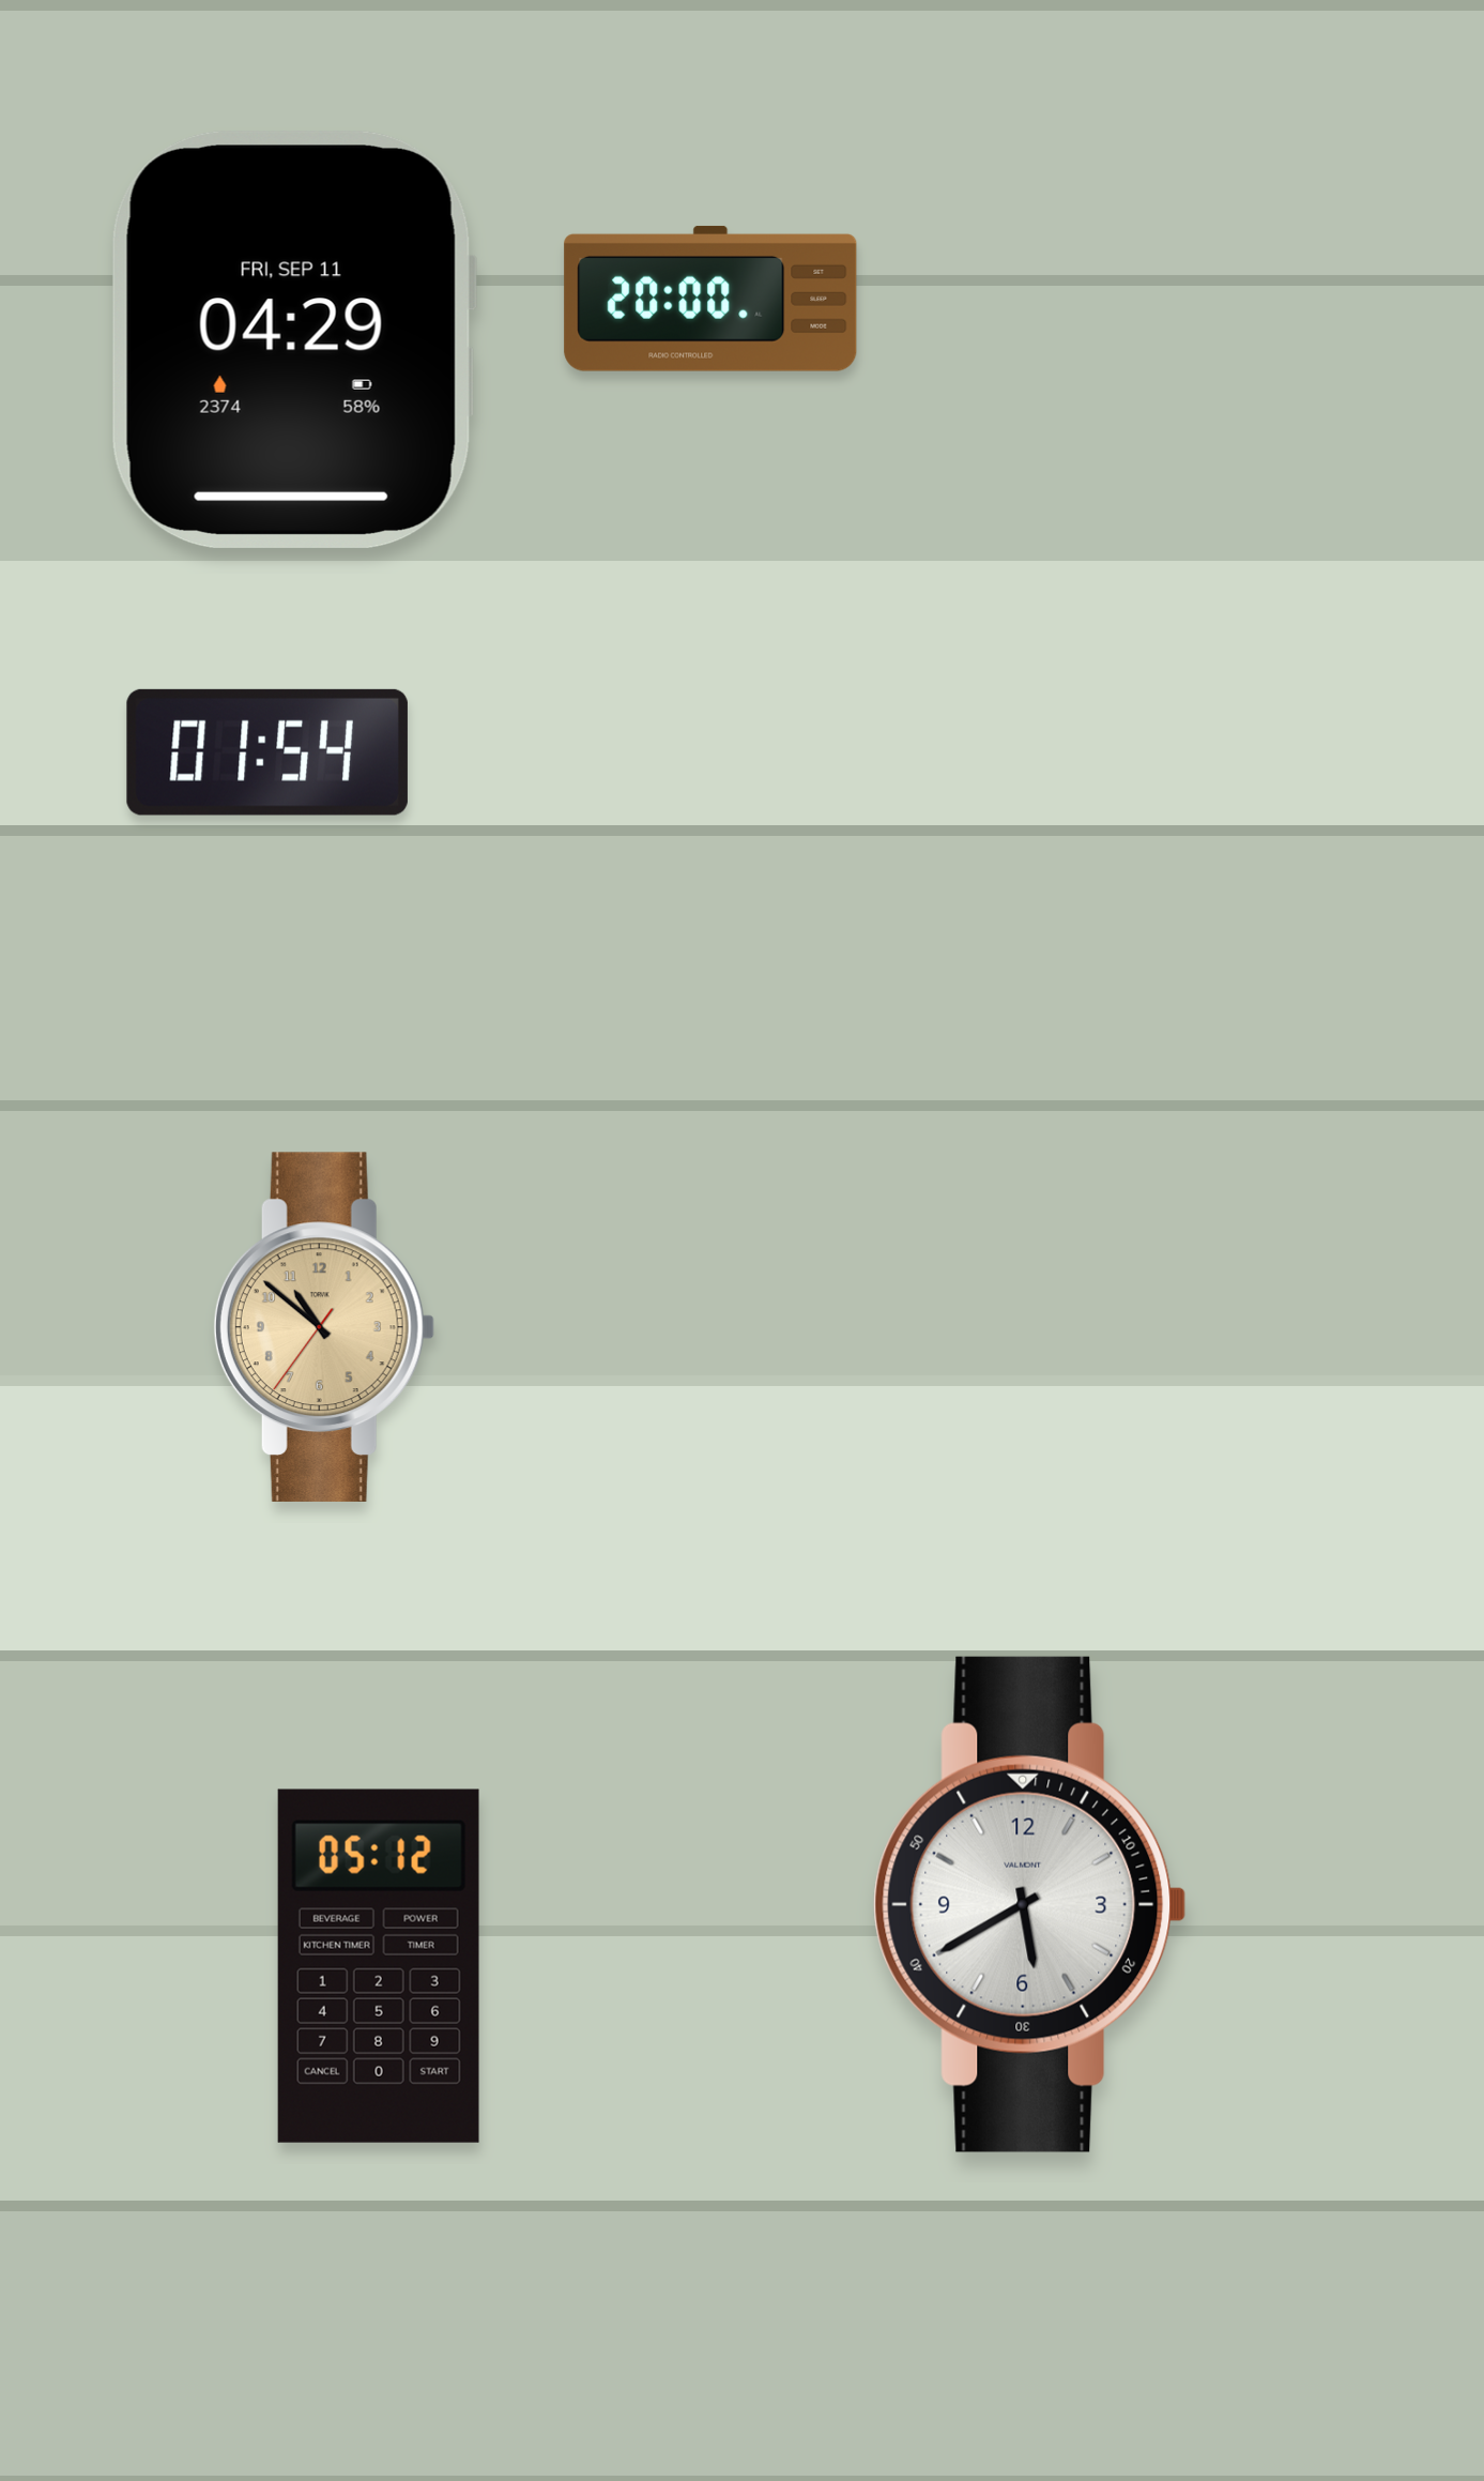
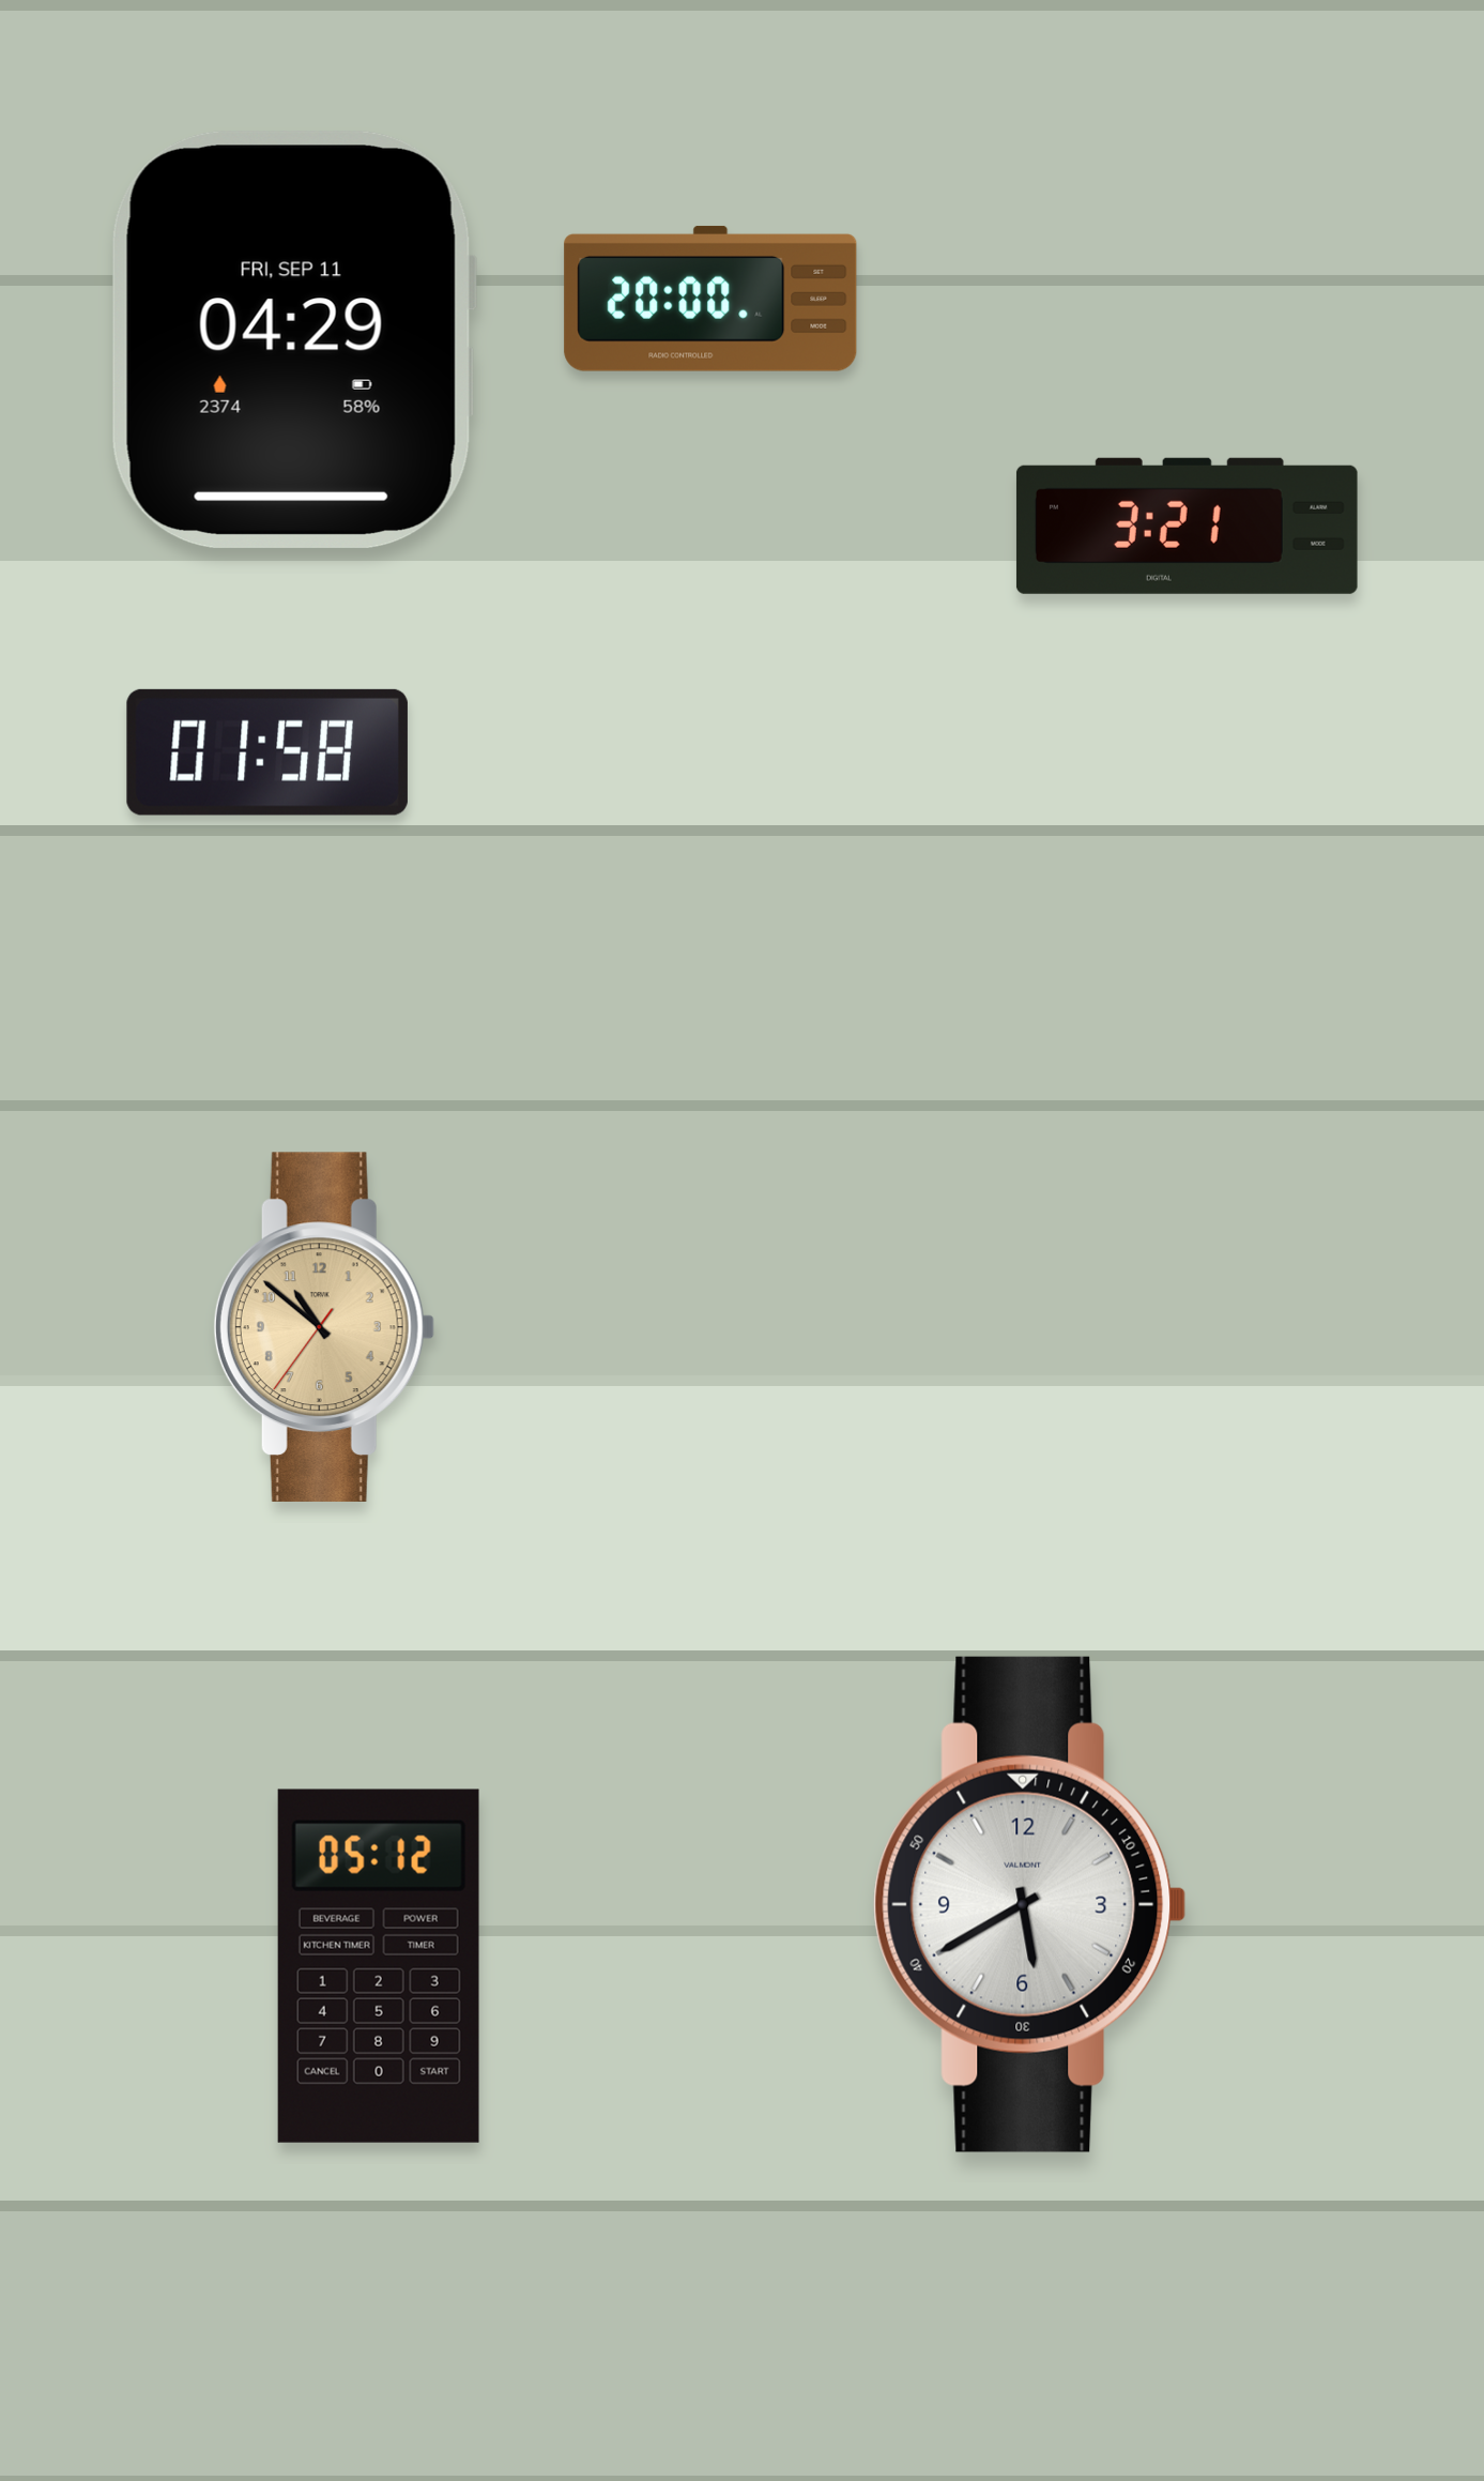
clock at (1187, 526): none -> 3:21
clock at (267, 752): 01:54 -> 01:58
